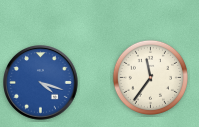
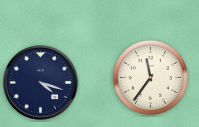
clock at (41, 83) dial: blue -> navy
